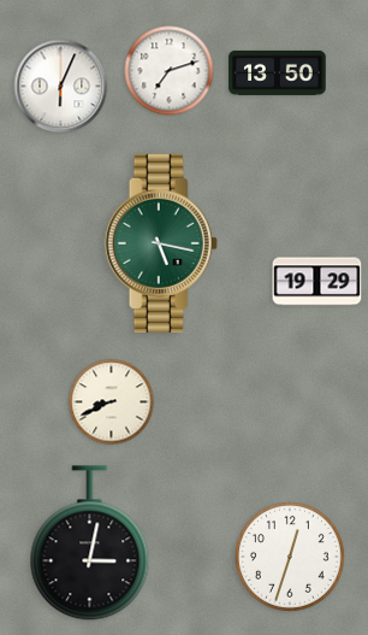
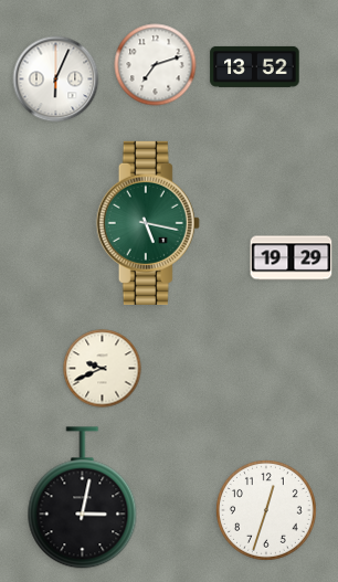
clock at (278, 72): 13:50 -> 13:52
clock at (112, 402): 8:41 -> 9:41
